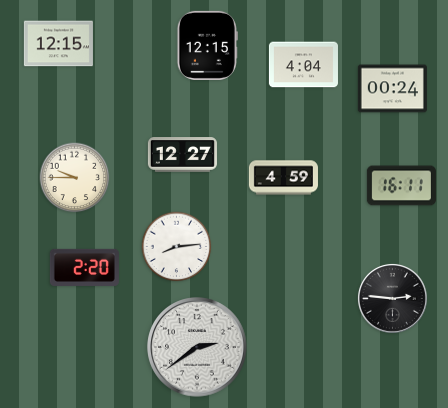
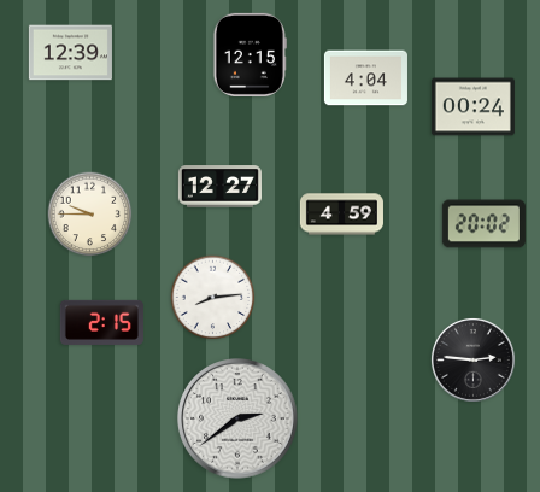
clock at (58, 44): 12:15 -> 12:39
clock at (401, 186): 16:11 -> 20:02
clock at (84, 267): 2:20 -> 2:15
